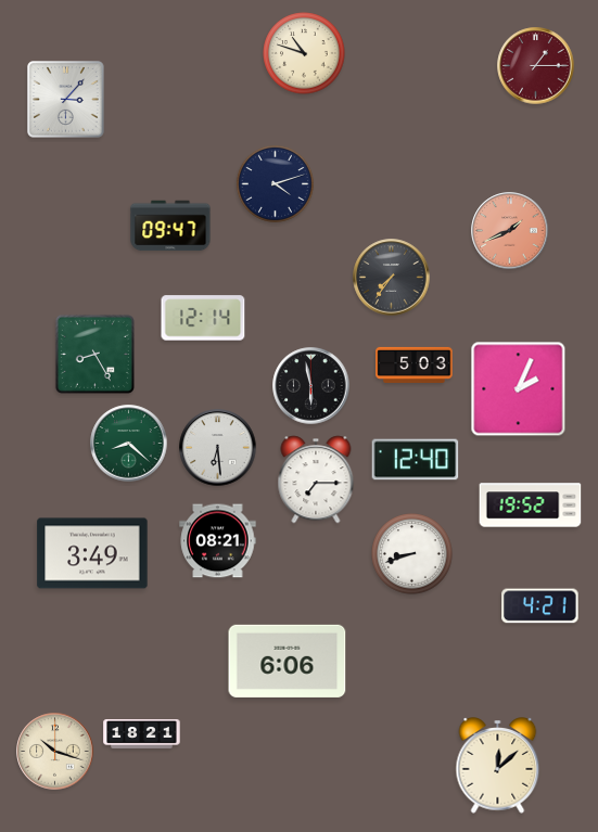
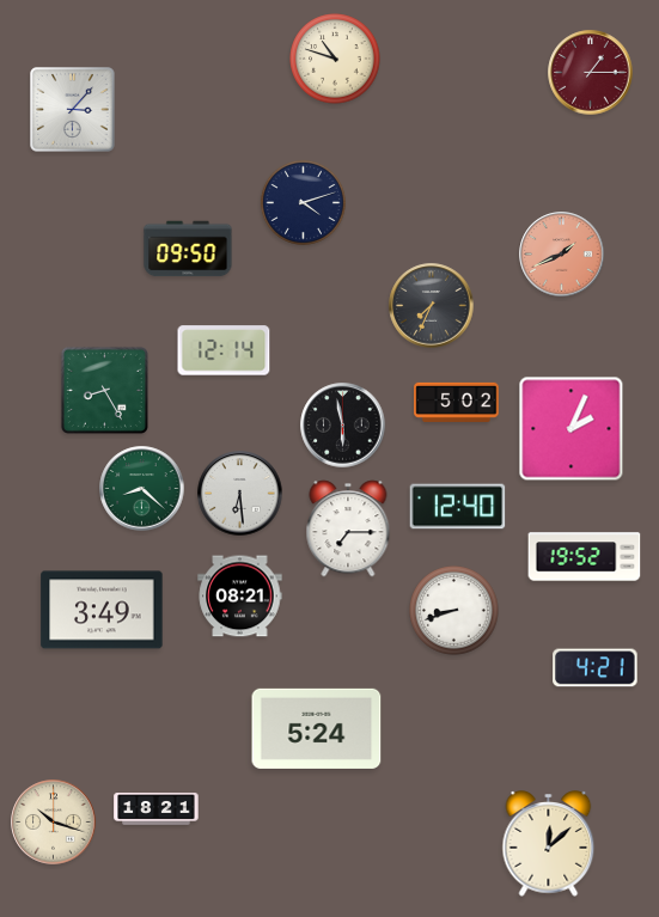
clock at (170, 226): 09:47 -> 09:50
clock at (392, 278): 7:36 -> 7:34
clock at (415, 364): 5:03 -> 5:02
clock at (288, 661): 6:06 -> 5:24
clock at (55, 752) position: (55, 752) -> (54, 823)
